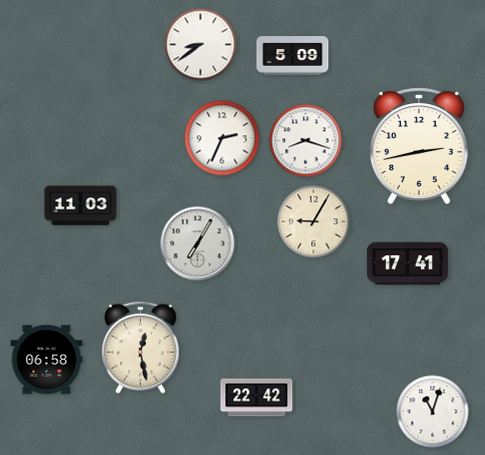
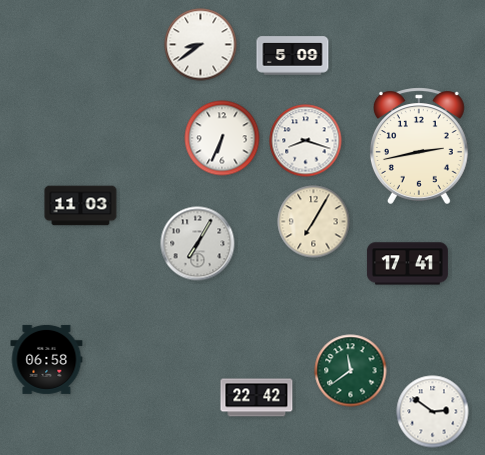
clock at (222, 138): 2:34 -> 6:34
clock at (314, 222): 9:05 -> 7:05
clock at (140, 347): 12:28 -> none
clock at (351, 371): none -> 11:39
clock at (433, 412): 11:03 -> 2:51
